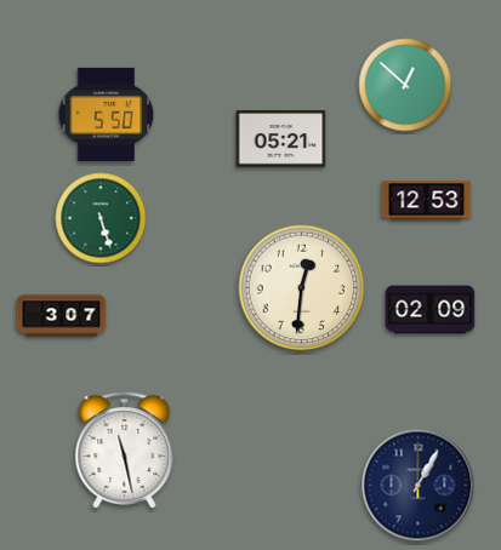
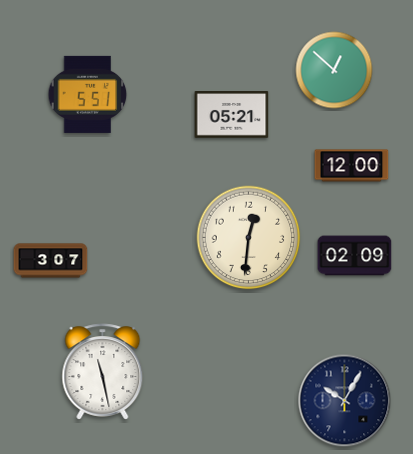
clock at (107, 114): 5:50 -> 5:51
clock at (427, 201): 12:53 -> 12:00
clock at (101, 218): 5:27 -> none
clock at (419, 486): 1:05 -> 10:05
